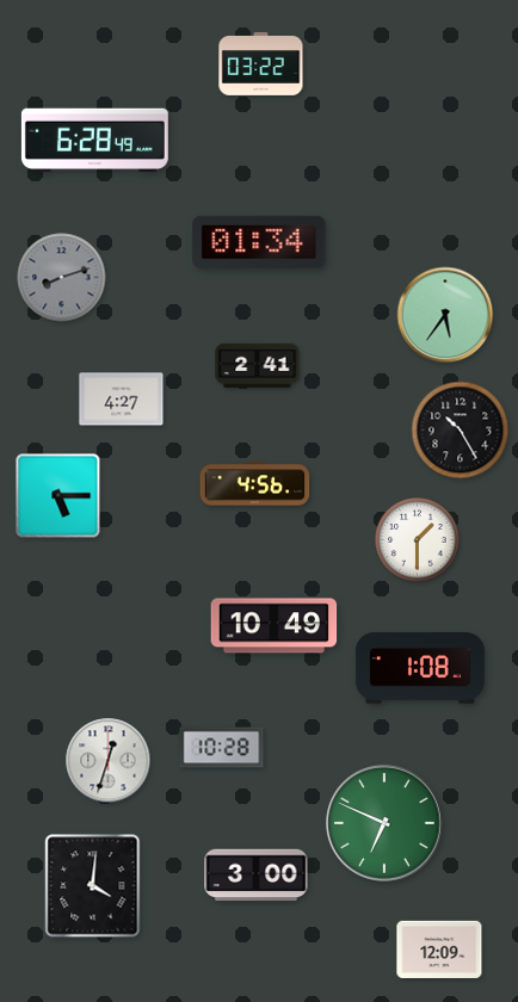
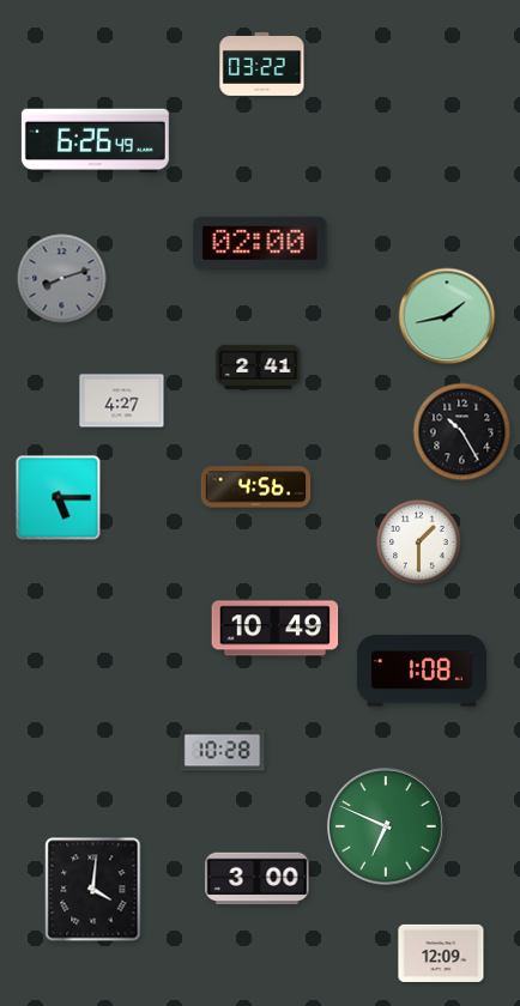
clock at (94, 140): 6:28 -> 6:26
clock at (259, 242): 01:34 -> 02:00
clock at (445, 315): 5:36 -> 1:43
clock at (109, 761): 12:33 -> none
